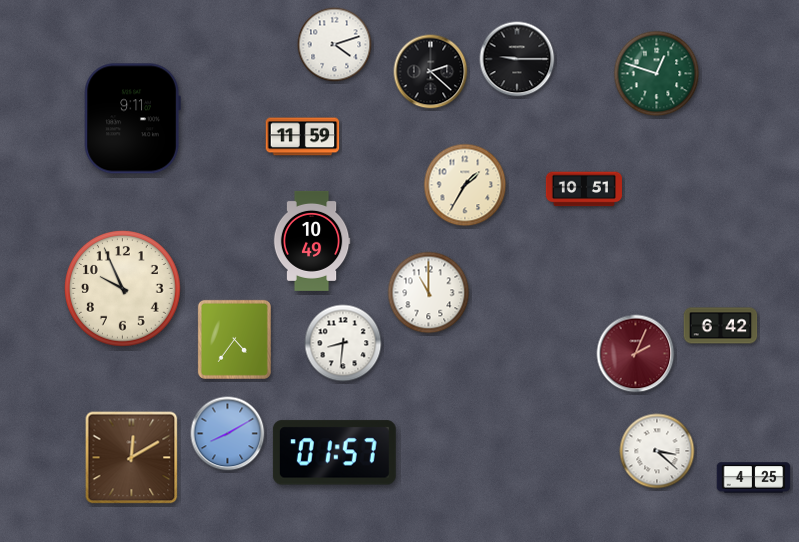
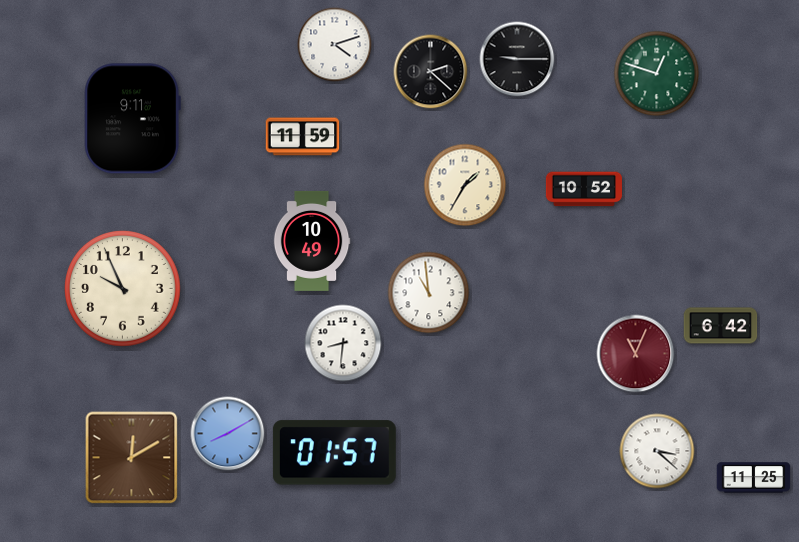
clock at (584, 189): 10:51 -> 10:52
clock at (429, 293): 11:00 -> 10:59
clock at (234, 339): 4:36 -> none
clock at (636, 354): 2:04 -> 11:04
clock at (754, 478): 4:25 -> 11:25
